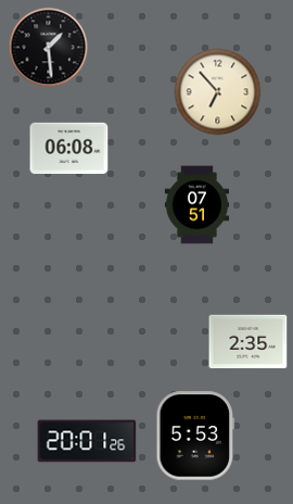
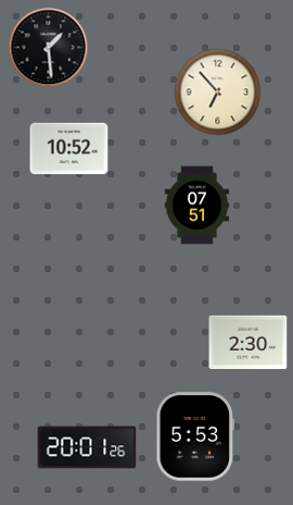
clock at (69, 149): 06:08 -> 10:52
clock at (249, 342): 2:35 -> 2:30
clock at (87, 441) position: (87, 441) -> (87, 447)
